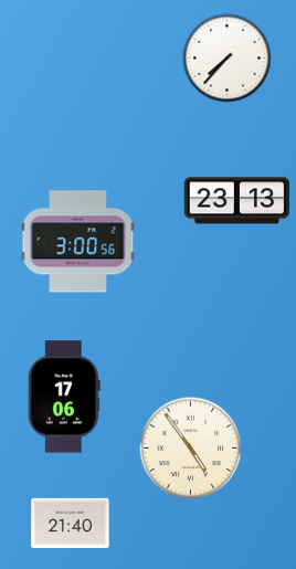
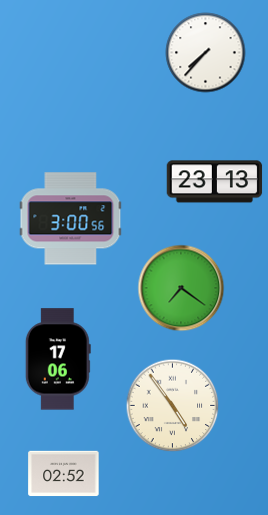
clock at (181, 288): none -> 7:21
clock at (71, 524): 21:40 -> 02:52
